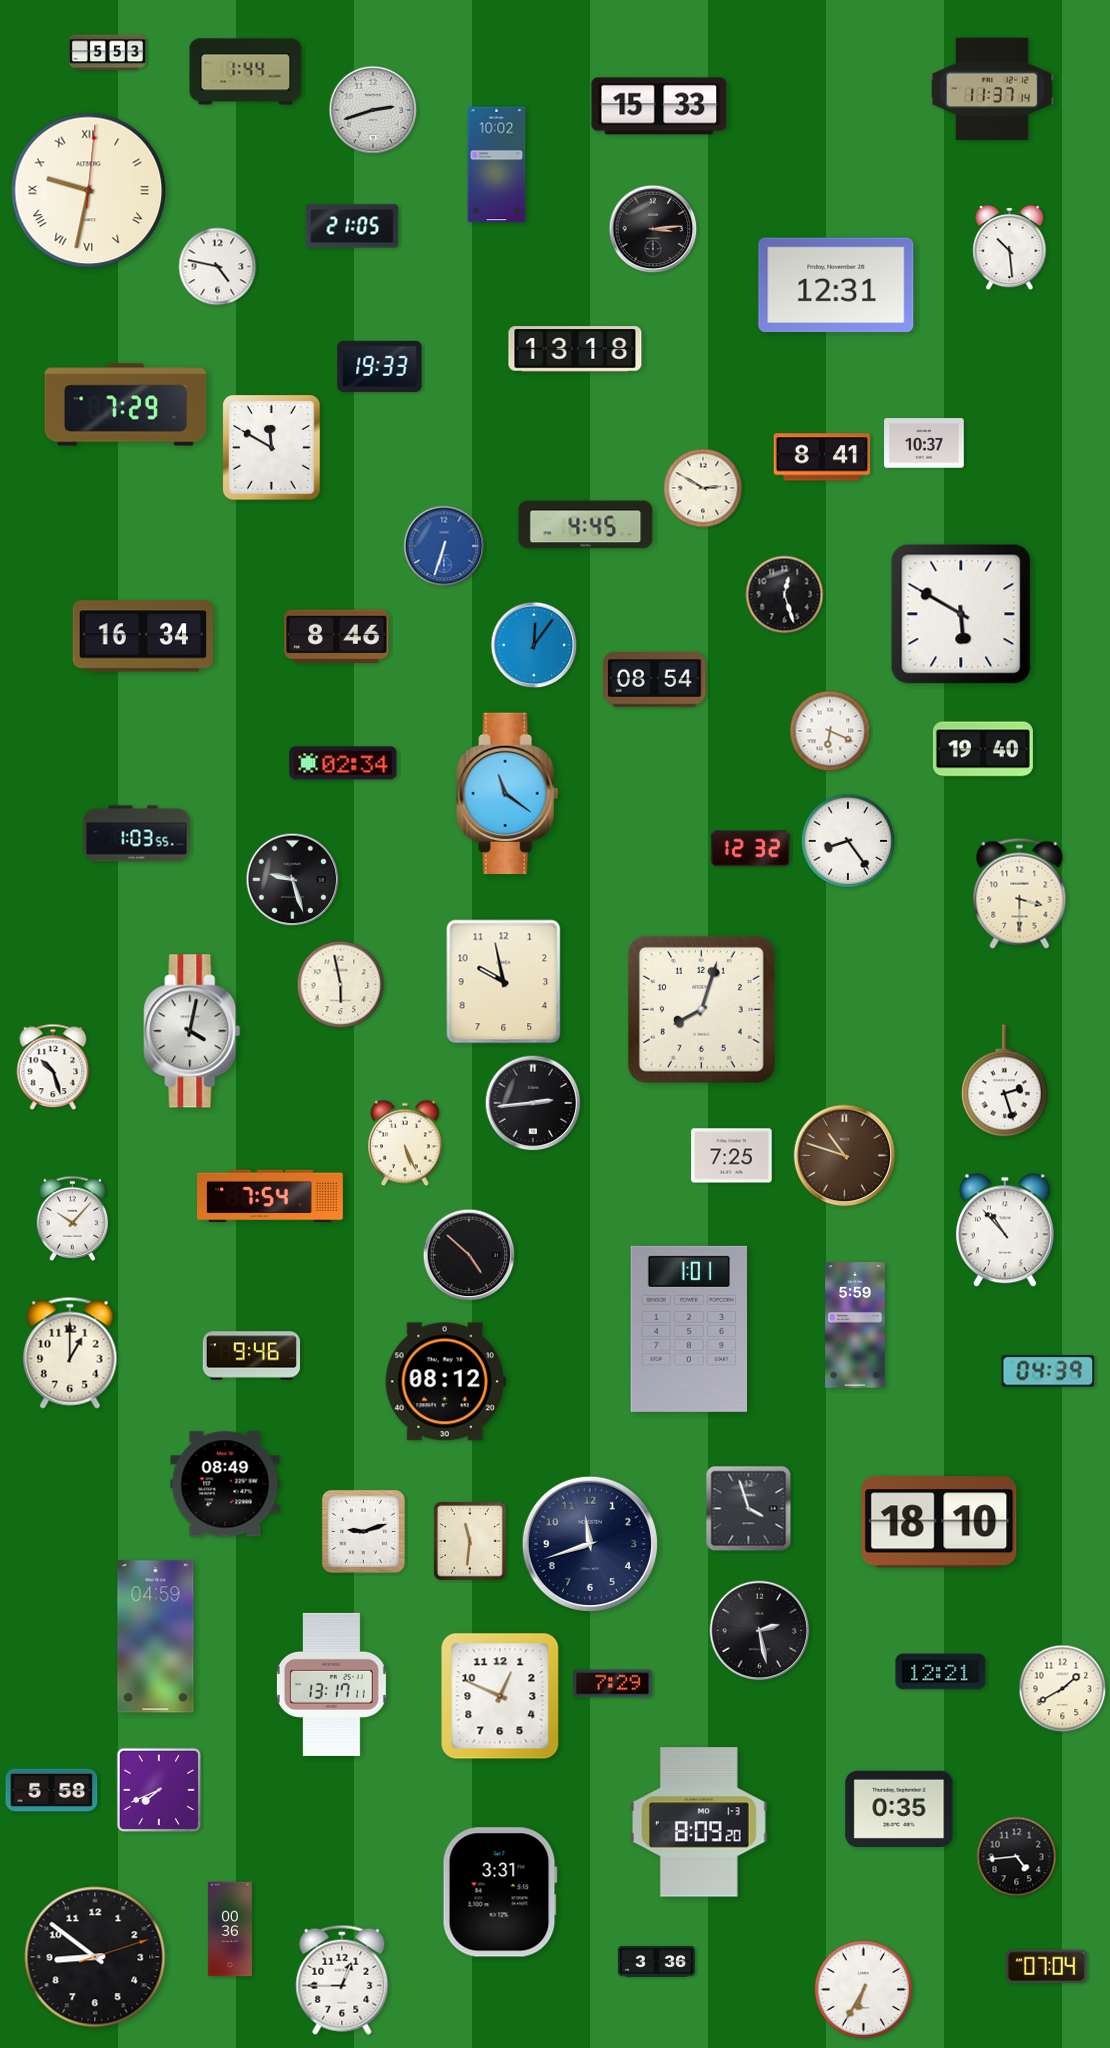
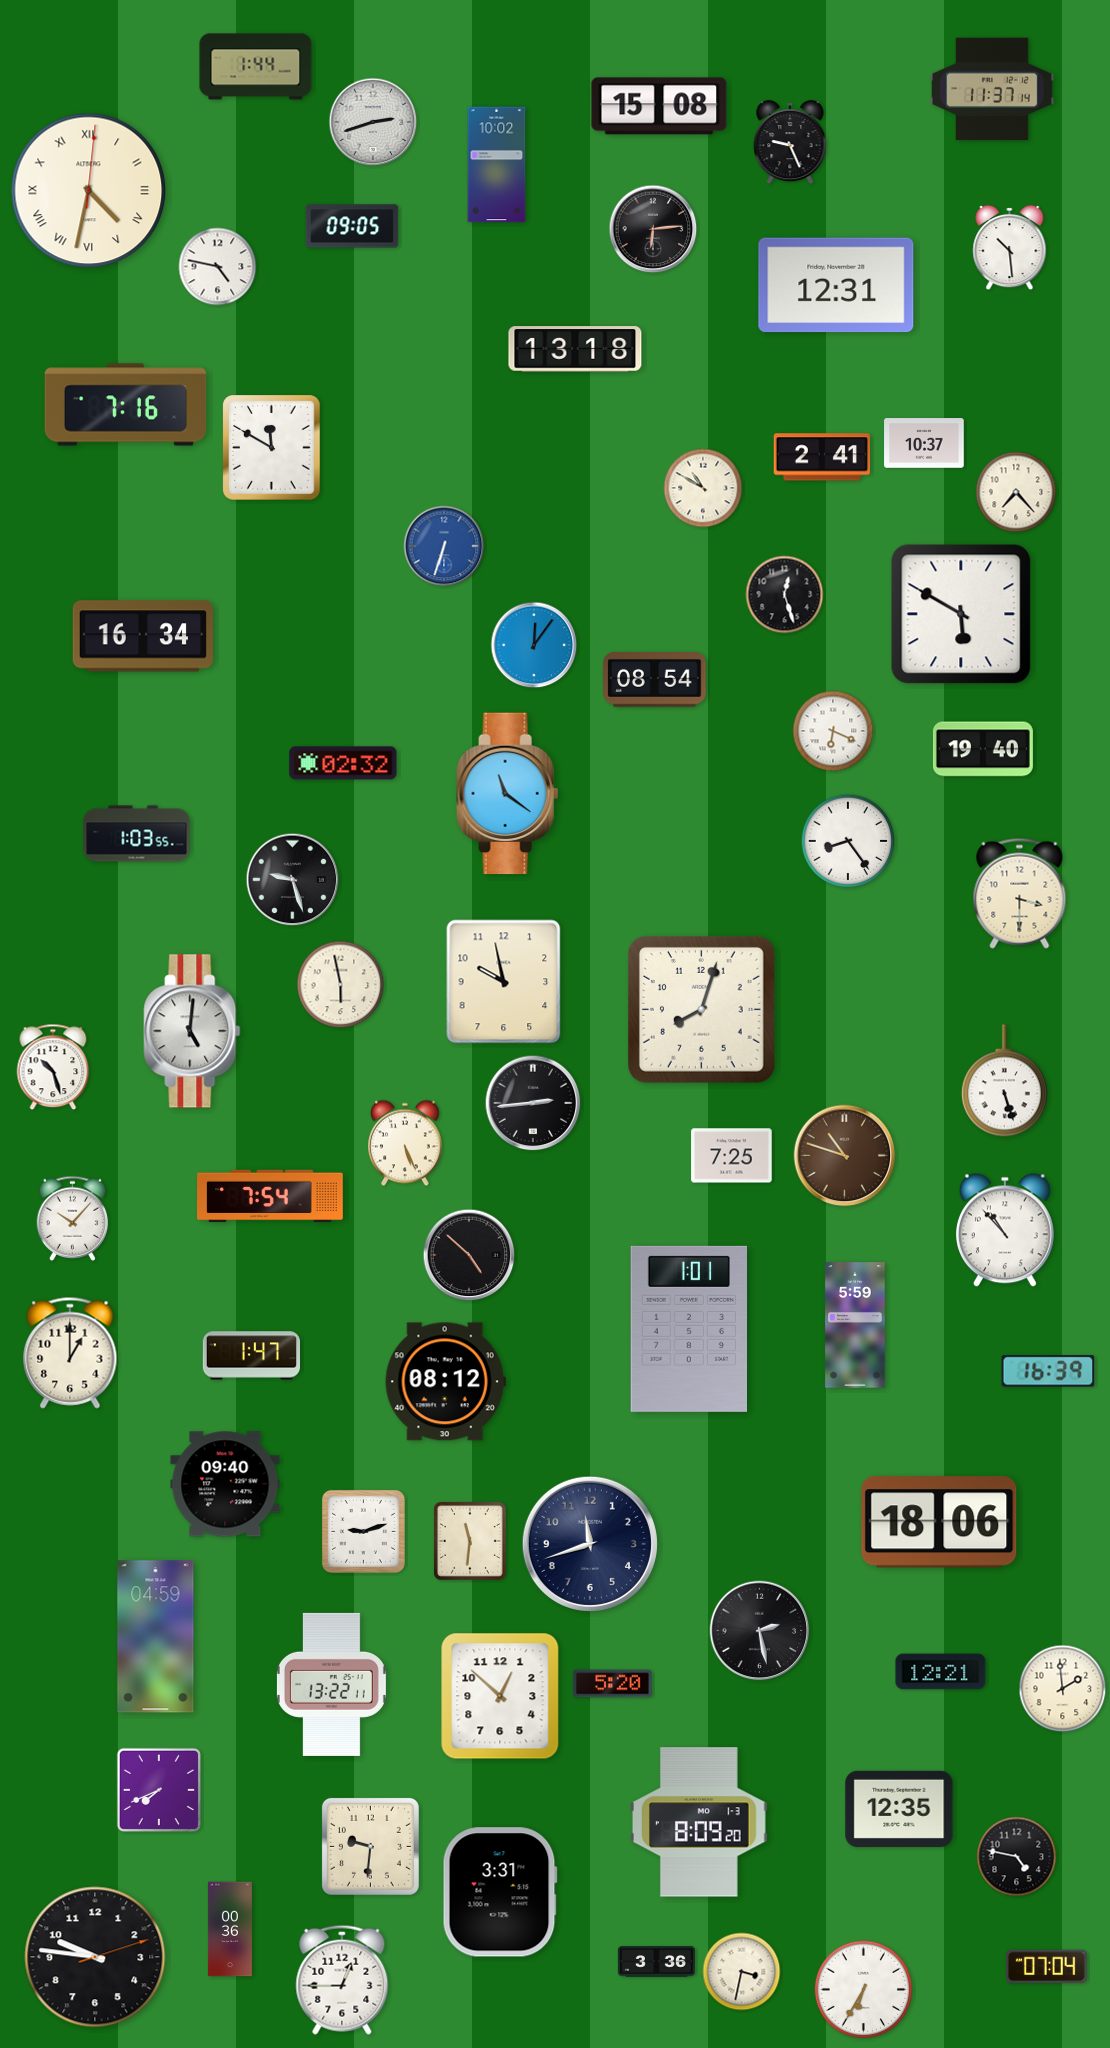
clock at (107, 53): 5:53 -> none
clock at (246, 72) position: (246, 72) -> (256, 67)
clock at (659, 106): 15:33 -> 15:08
clock at (373, 110) position: (373, 110) -> (373, 122)
clock at (790, 143): none -> 9:26
clock at (89, 191): 9:32 -> 4:32
clock at (352, 226): 21:05 -> 09:05
clock at (653, 229): 3:14 -> 6:14
clock at (380, 366): 19:33 -> none
clock at (126, 405): 7:29 -> 7:16
clock at (822, 457): 8:41 -> 2:41
clock at (703, 488): 2:50 -> 10:50
clock at (1016, 492): none -> 7:23
clock at (586, 525): 4:45 -> none
clock at (337, 637): 8:46 -> none
clock at (830, 731) position: (830, 731) -> (833, 731)
clock at (343, 763): 02:34 -> 02:32
clock at (750, 849): 12:32 -> none
clock at (192, 1031): 4:02 -> 5:01
clock at (1004, 1081): 2:27 -> 5:27
clock at (251, 1356): 9:46 -> 1:47
clock at (1048, 1371): 04:39 -> 16:39
clock at (225, 1484): 08:49 -> 09:40
clock at (749, 1509): 3:57 -> none
clock at (939, 1522): 18:10 -> 18:06
clock at (331, 1684): 13:17 -> 13:22
clock at (612, 1684): 7:29 -> 5:20
clock at (1063, 1689): 1:40 -> 1:59
clock at (500, 1696): 12:49 -> 12:52
clock at (52, 1791): 5:58 -> none
clock at (899, 1809): 0:35 -> 12:35
clock at (370, 1846): none -> 9:31
clock at (1017, 1857): 4:44 -> 4:47
clock at (95, 1957): 8:51 -> 9:46
clock at (742, 1972): none -> 3:32
